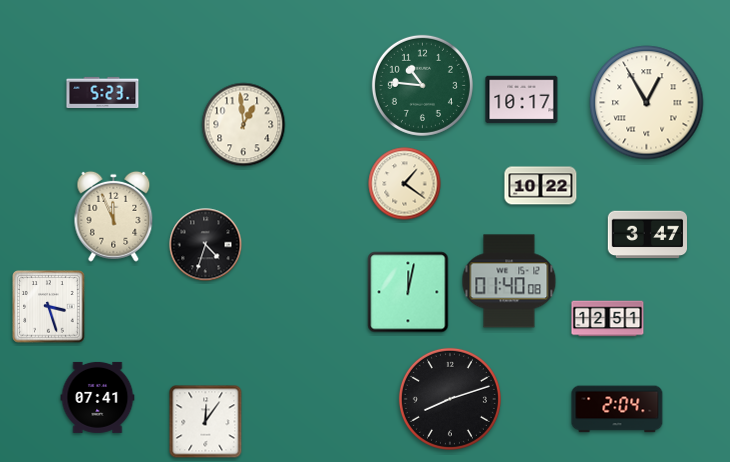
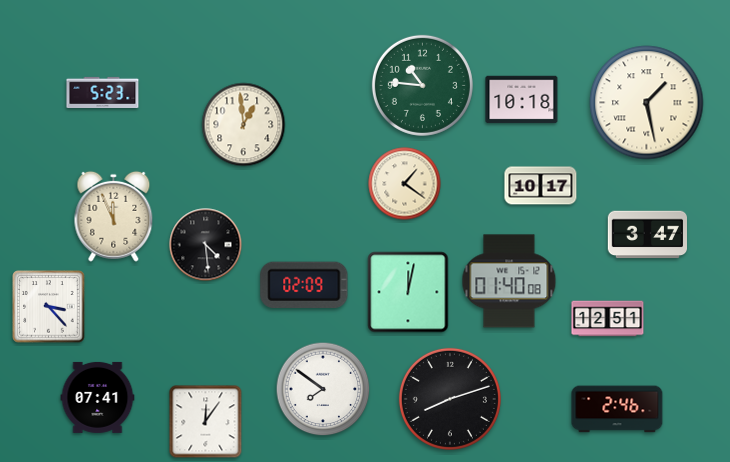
clock at (522, 100): 10:17 -> 10:18
clock at (647, 103): 12:55 -> 1:28
clock at (541, 186): 10:22 -> 10:17
clock at (206, 245): 4:33 -> 4:29
clock at (304, 285): none -> 02:09
clock at (49, 307): 3:27 -> 3:23
clock at (323, 389): none -> 7:51
clock at (617, 409): 2:04 -> 2:46
